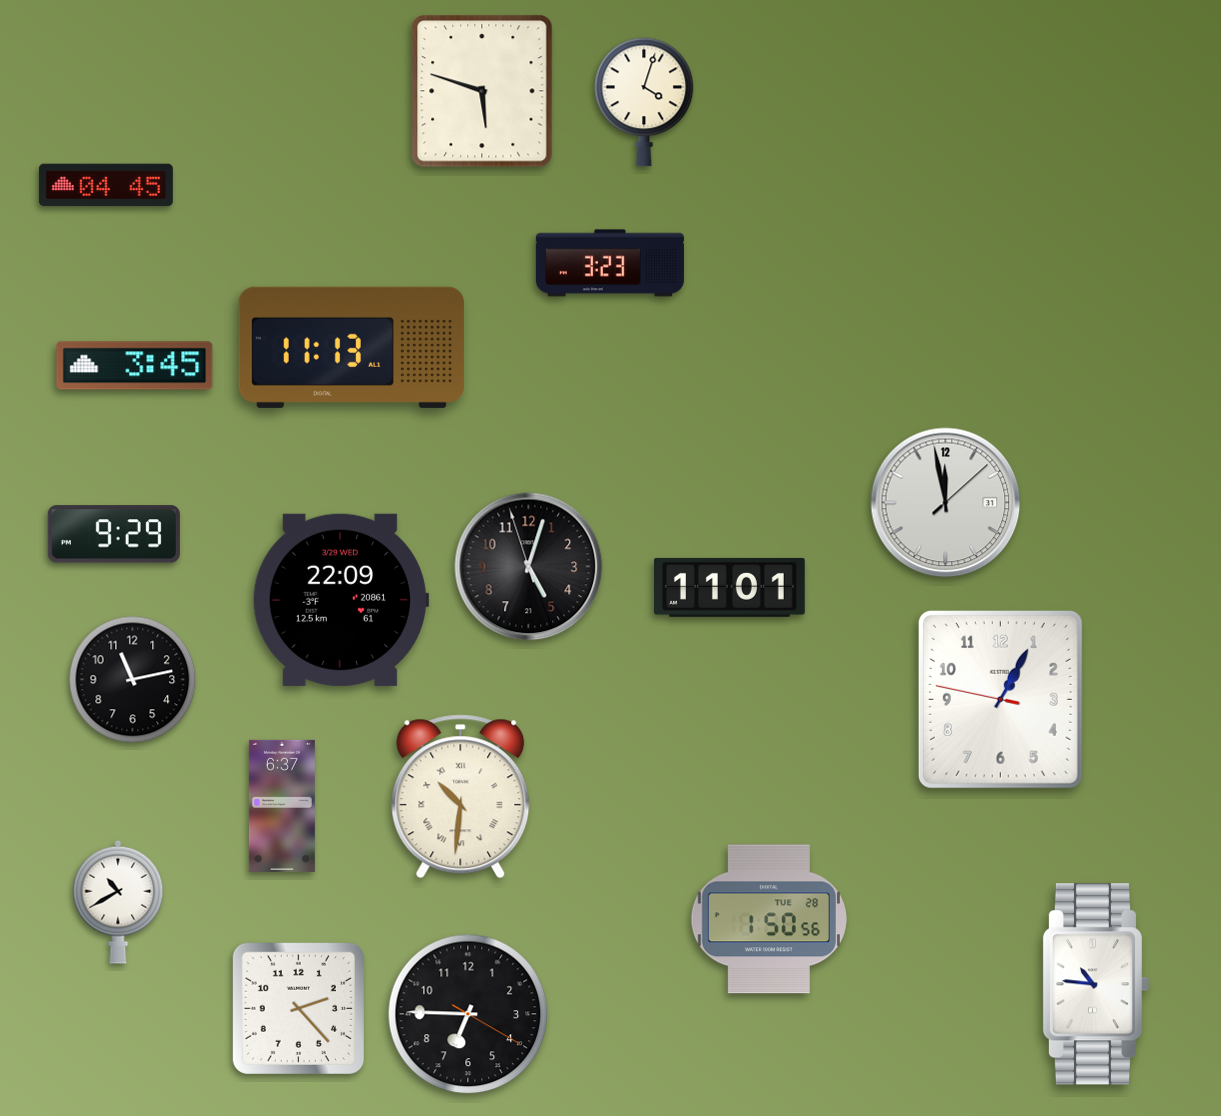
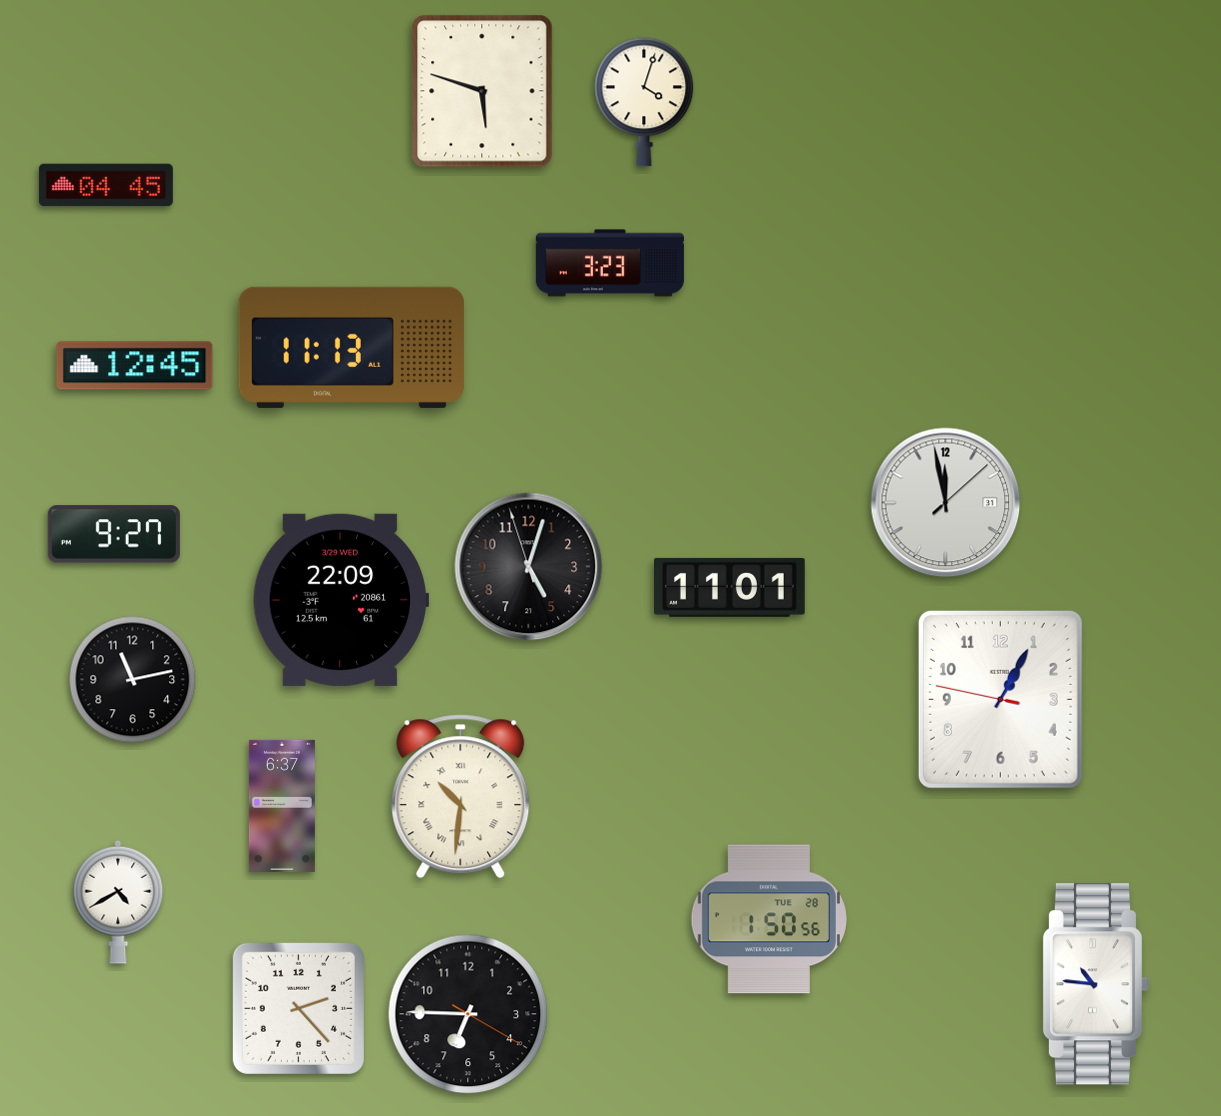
clock at (135, 366): 3:45 -> 12:45
clock at (114, 534): 9:29 -> 9:27
clock at (118, 902): 10:40 -> 4:40
